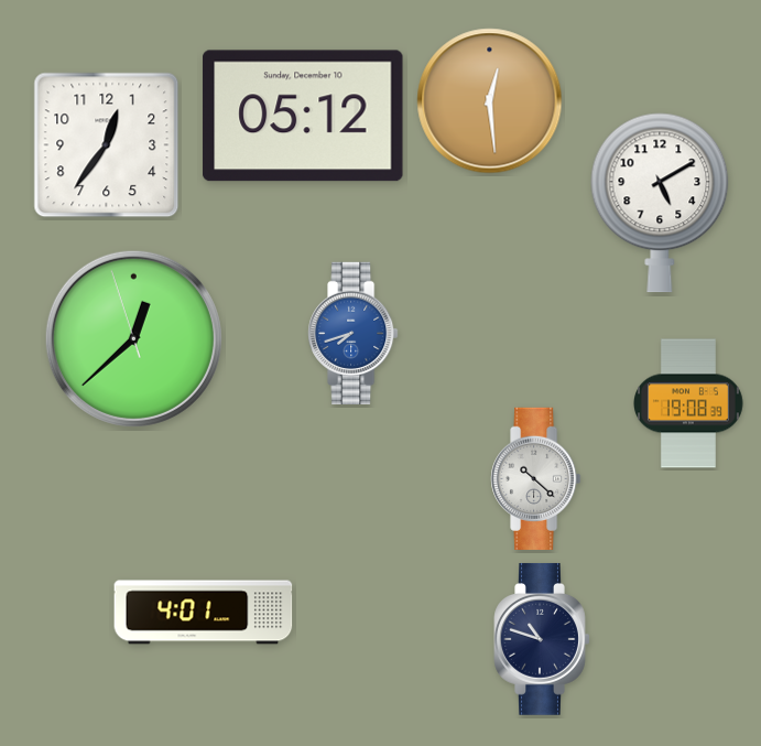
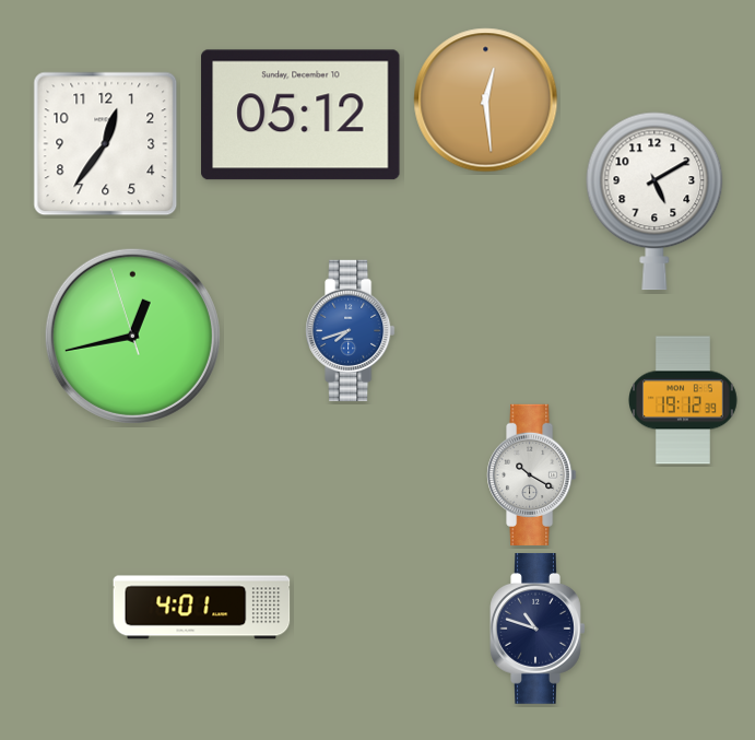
clock at (133, 338): 12:37 -> 12:42
clock at (689, 403): 19:08 -> 19:12
clock at (536, 478): 10:22 -> 10:20
clock at (542, 639) position: (542, 639) -> (538, 629)
